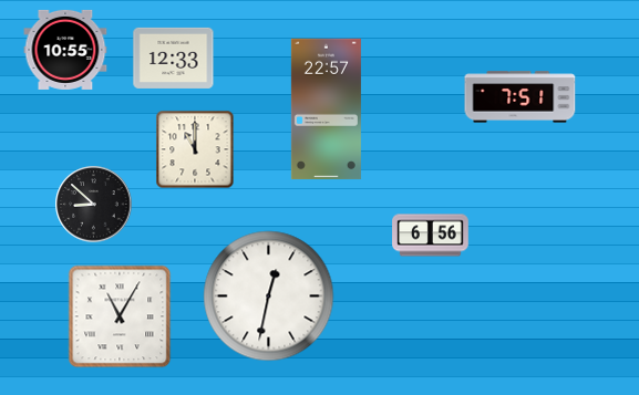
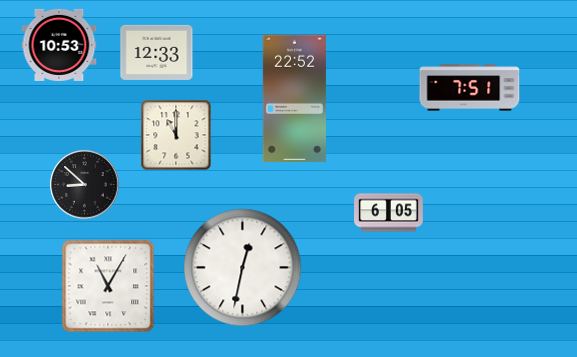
clock at (65, 50): 10:55 -> 10:53
clock at (326, 110): 22:57 -> 22:52
clock at (431, 236): 6:56 -> 6:05
